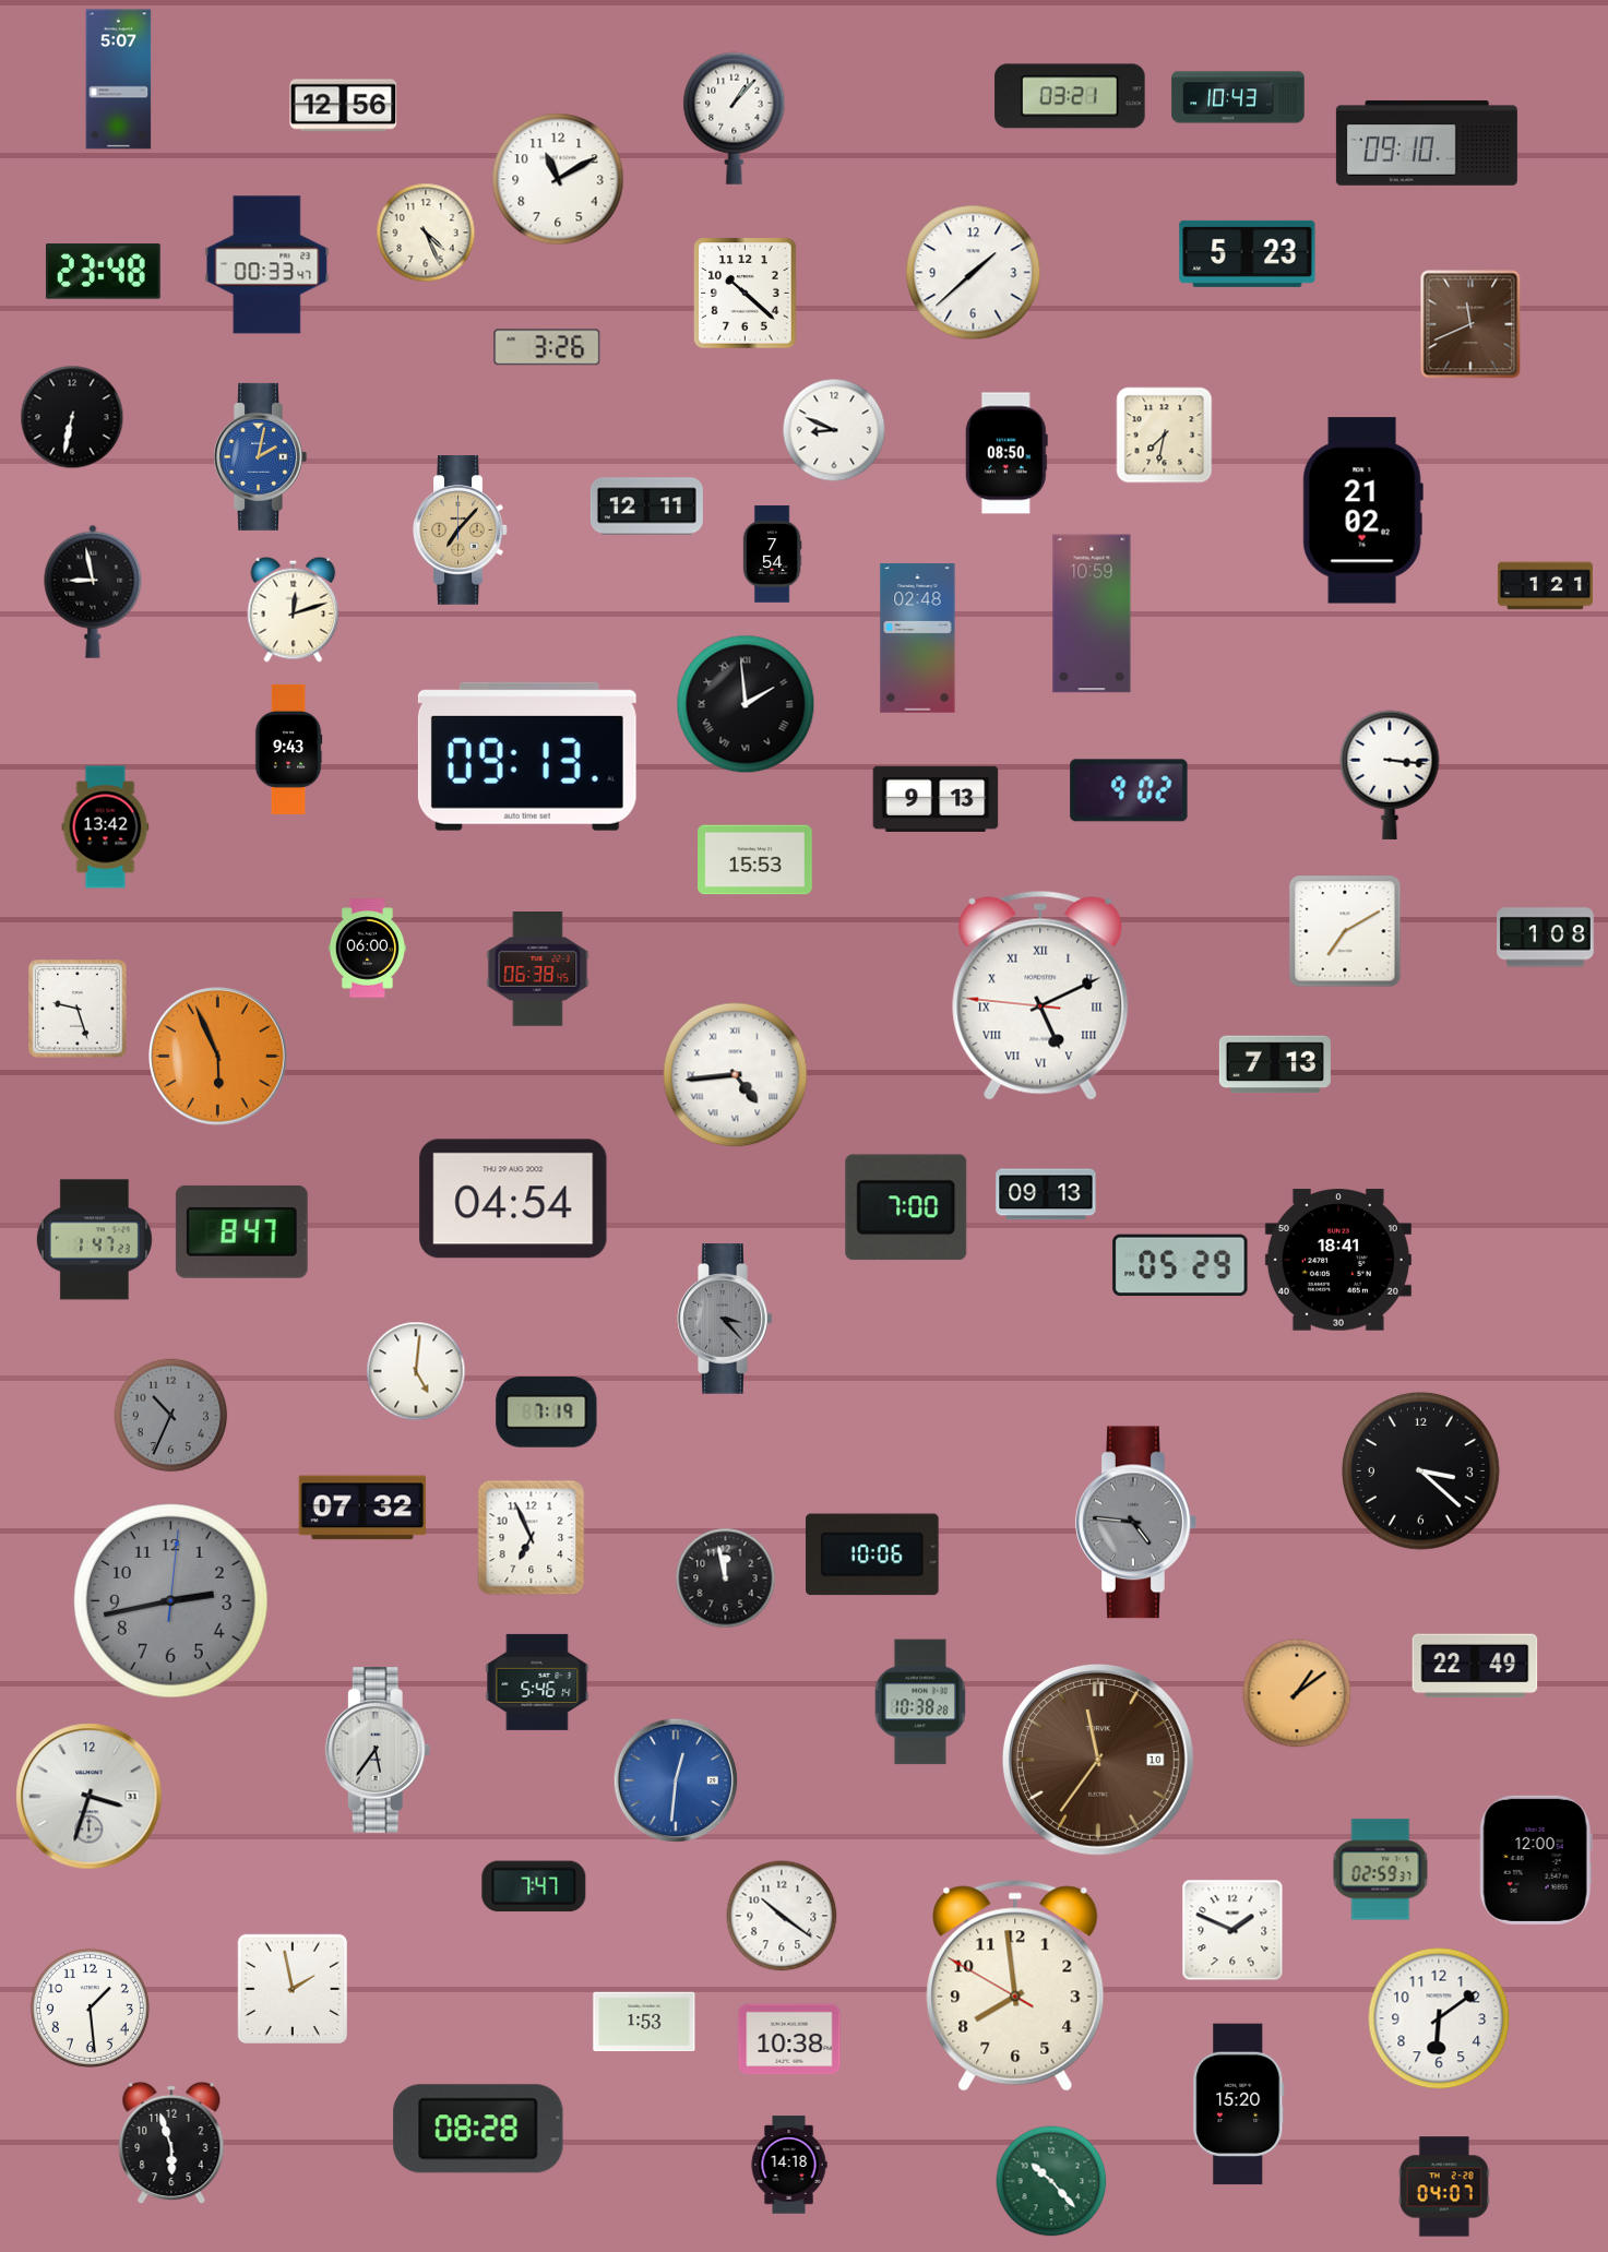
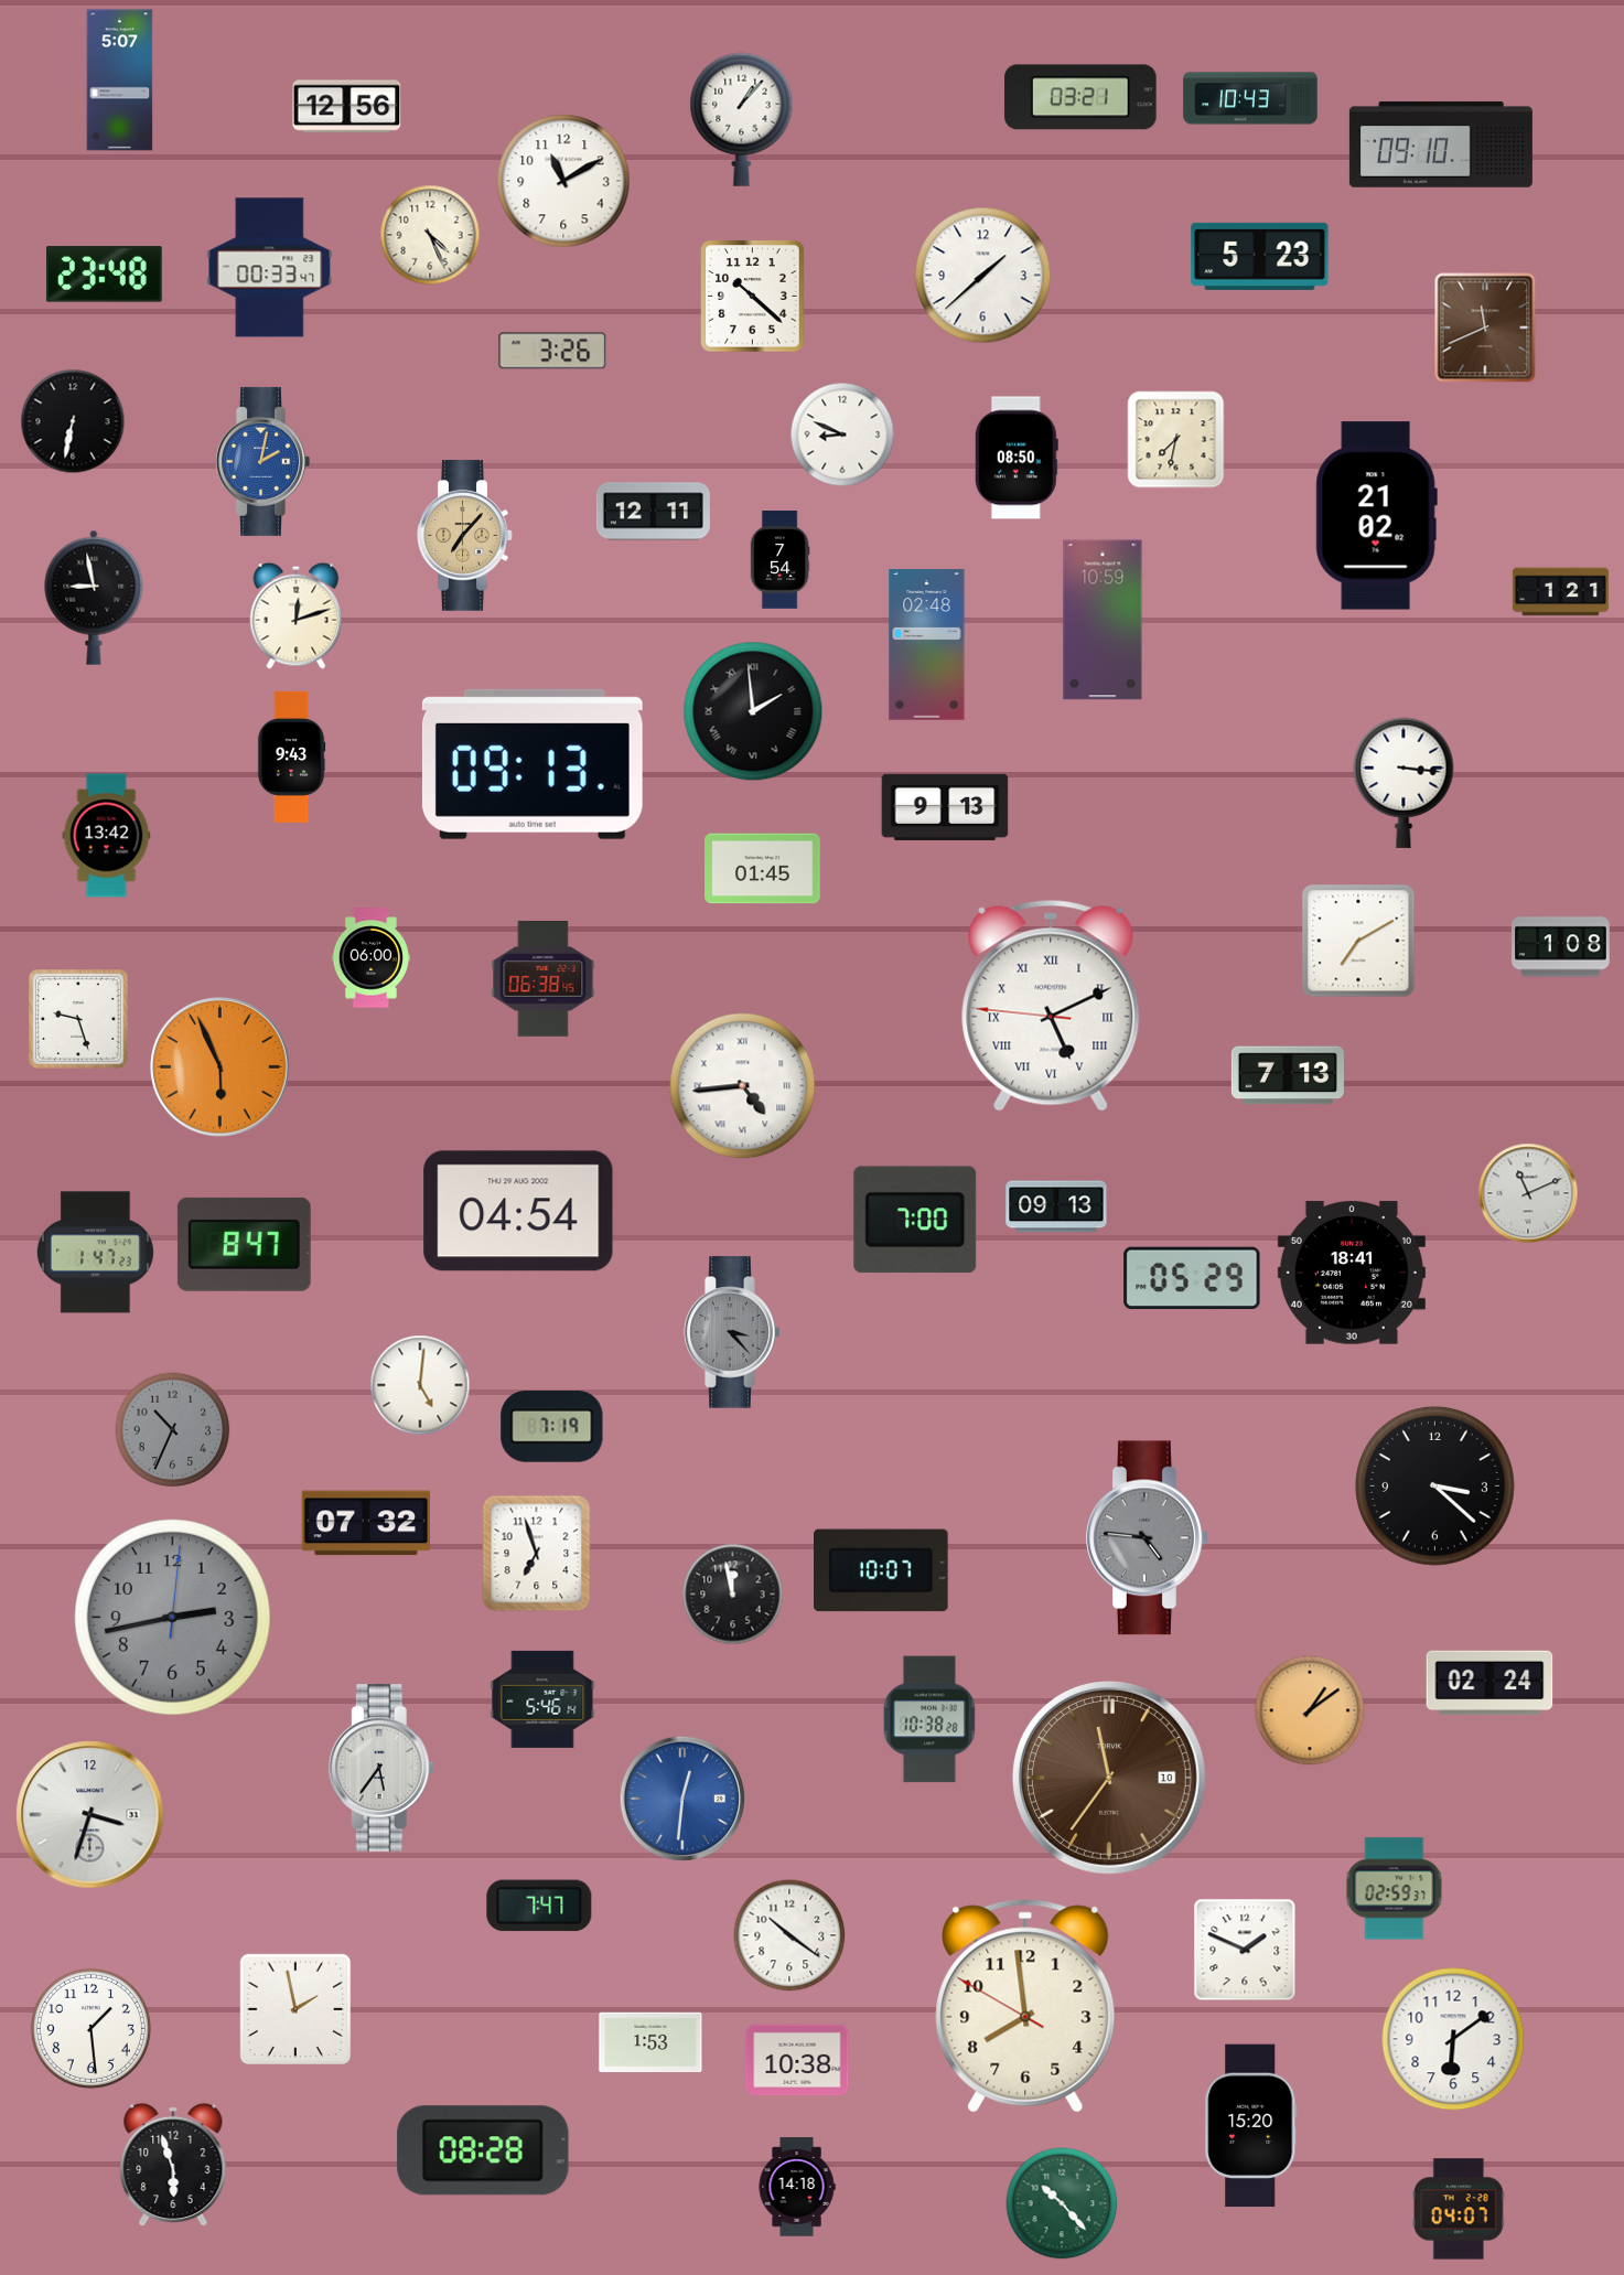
clock at (1129, 790): 9:02 -> none
clock at (755, 860): 15:53 -> 01:45
clock at (1528, 1193): none -> 11:11
clock at (532, 1538): 6:56 -> 6:57
clock at (872, 1554): 10:06 -> 10:07
clock at (1475, 1666): 22:49 -> 02:24
clock at (1536, 1860): 12:00 -> none
